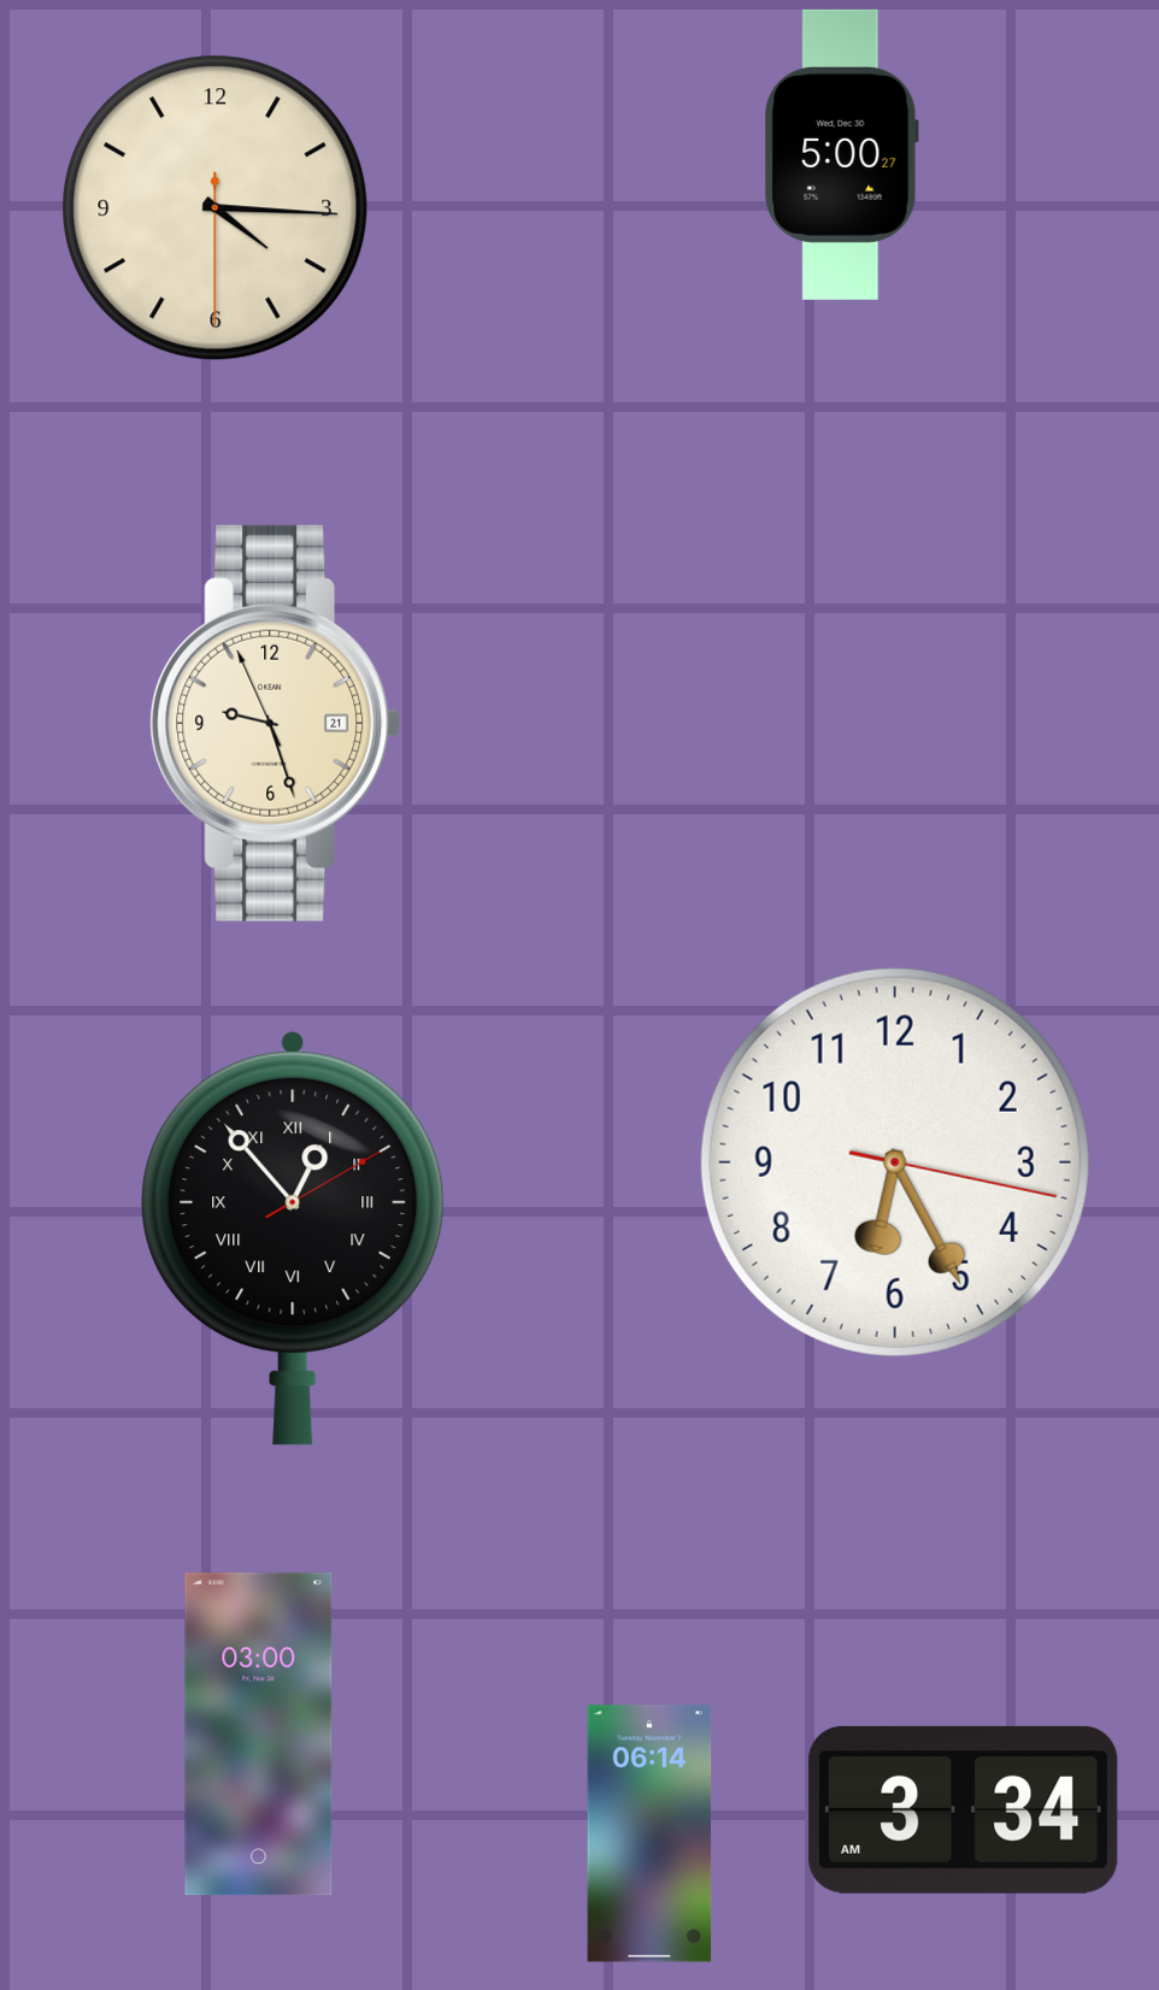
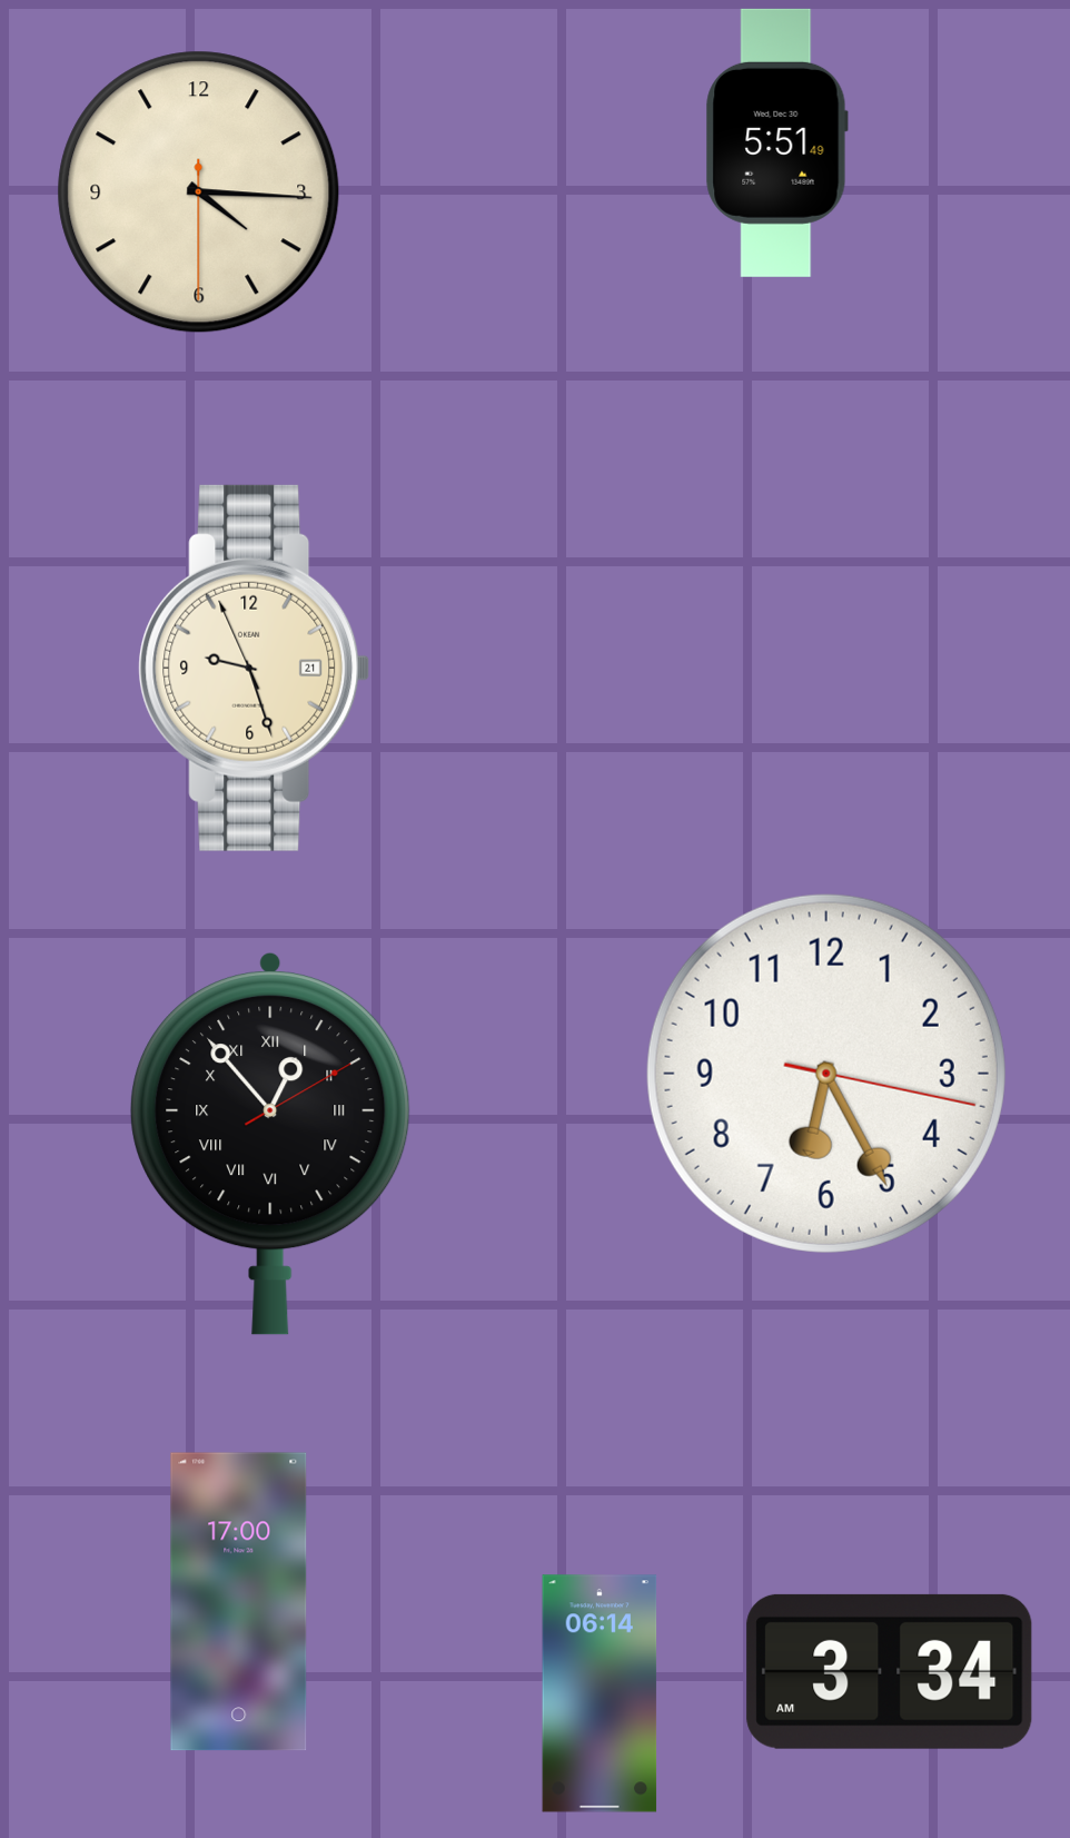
clock at (841, 154): 5:00 -> 5:51
clock at (259, 1735): 03:00 -> 17:00
